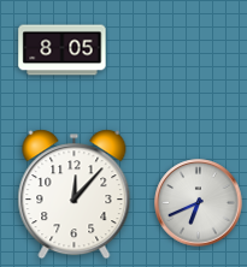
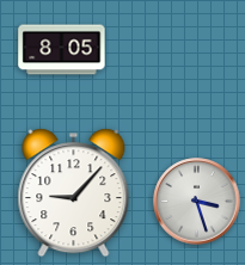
clock at (75, 195): 12:07 -> 9:07
clock at (199, 203): 6:41 -> 3:27
